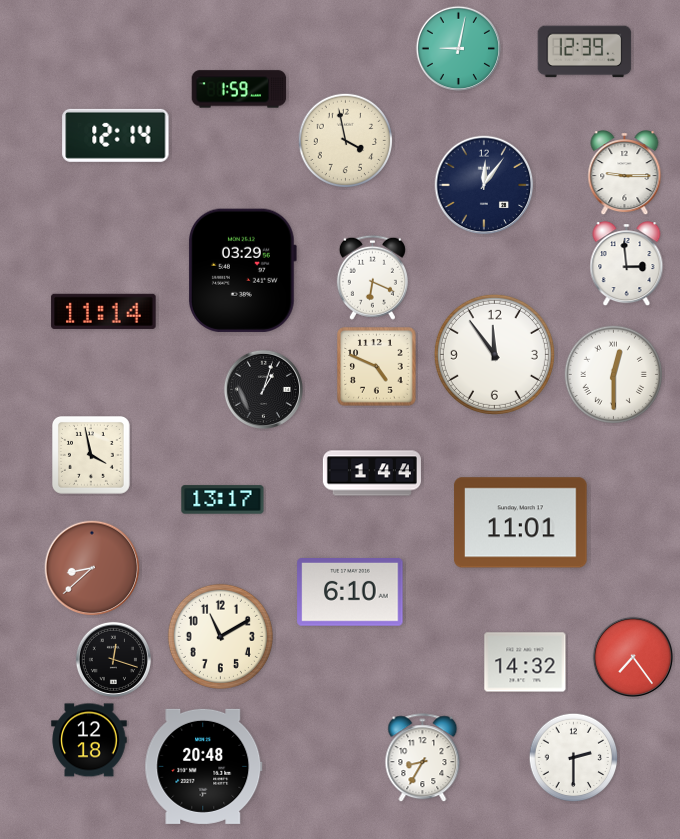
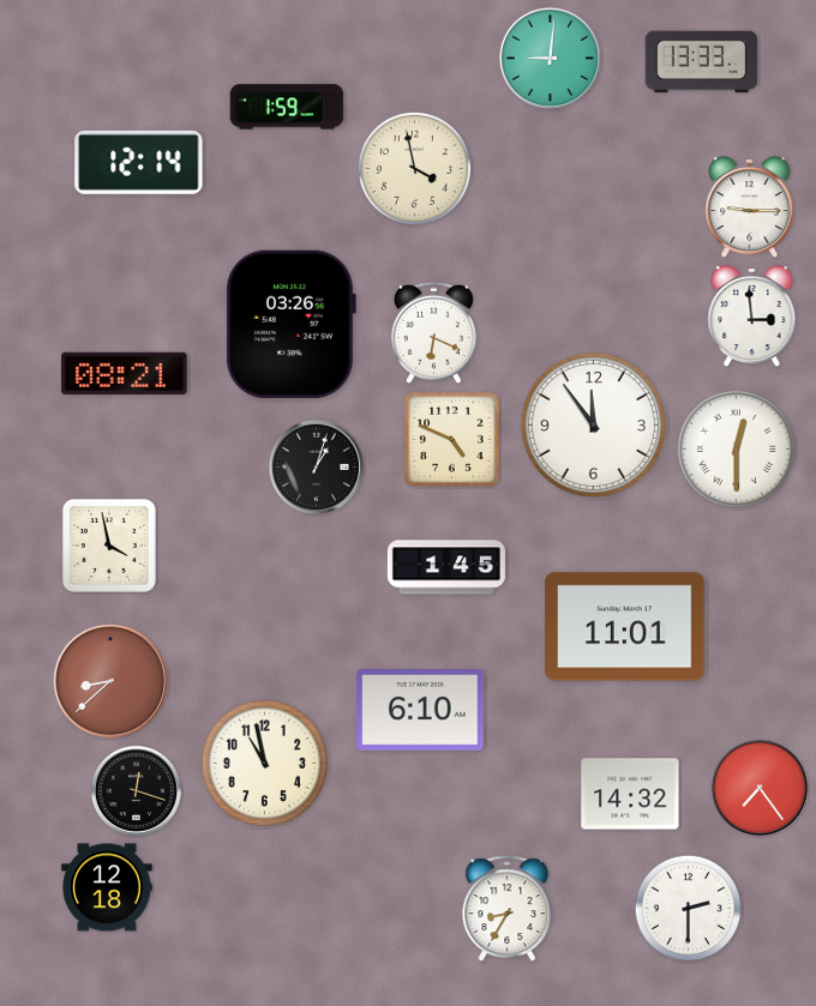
clock at (458, 48): 9:02 -> 9:01
clock at (585, 52): 12:39 -> 13:33
clock at (484, 185): 12:06 -> none
clock at (243, 270): 03:29 -> 03:26
clock at (372, 277) position: (372, 277) -> (433, 332)
clock at (104, 311): 11:14 -> 08:21
clock at (372, 473): 1:44 -> 1:45
clock at (223, 500): 13:17 -> none
clock at (220, 636): 11:10 -> 10:58
clock at (204, 766): 20:48 -> none
